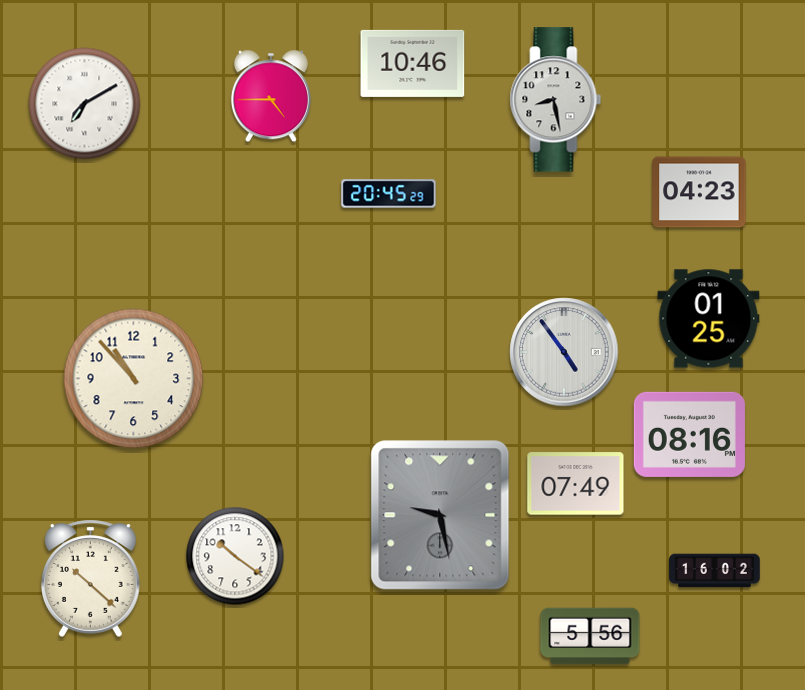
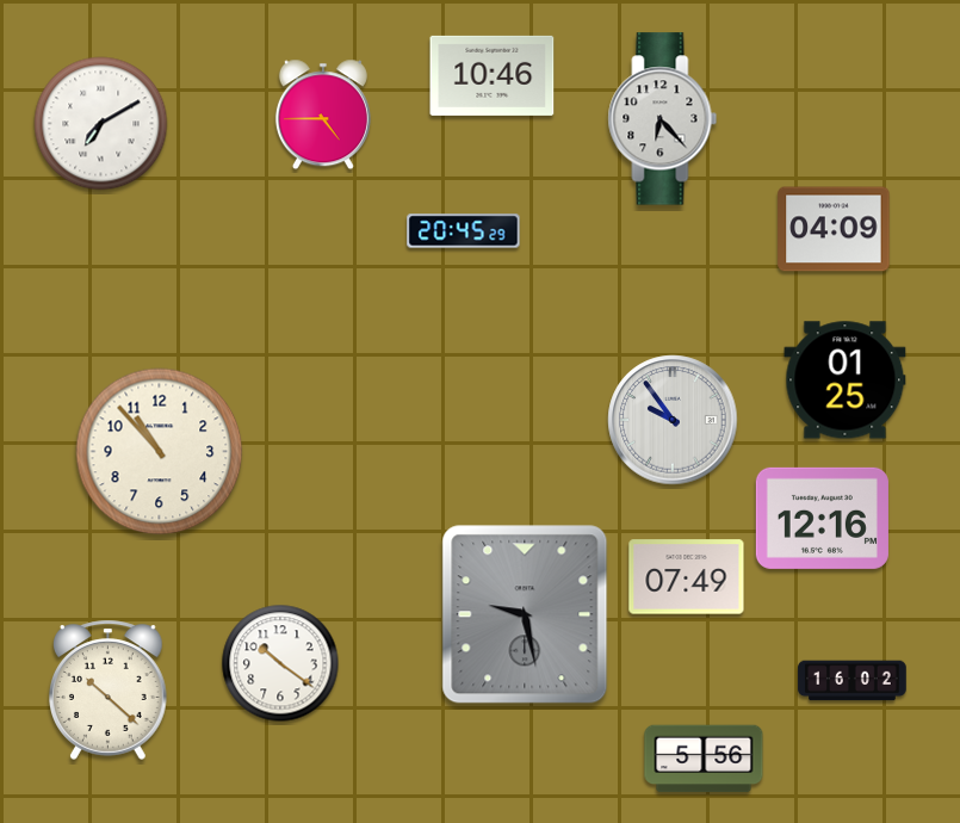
clock at (556, 100): 8:28 -> 6:23
clock at (699, 192): 04:23 -> 04:09
clock at (564, 352): 4:54 -> 9:54
clock at (689, 434): 08:16 -> 12:16
